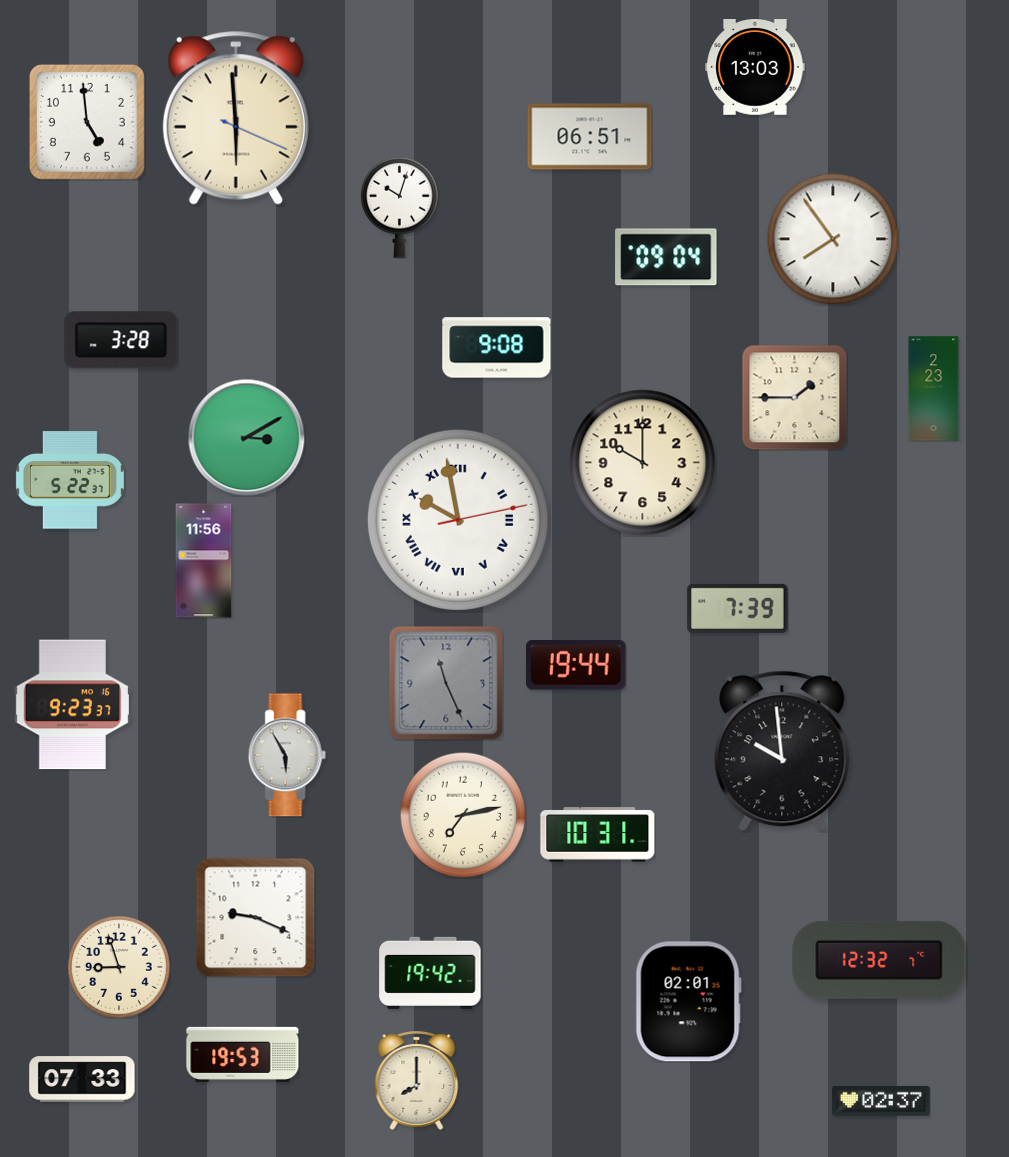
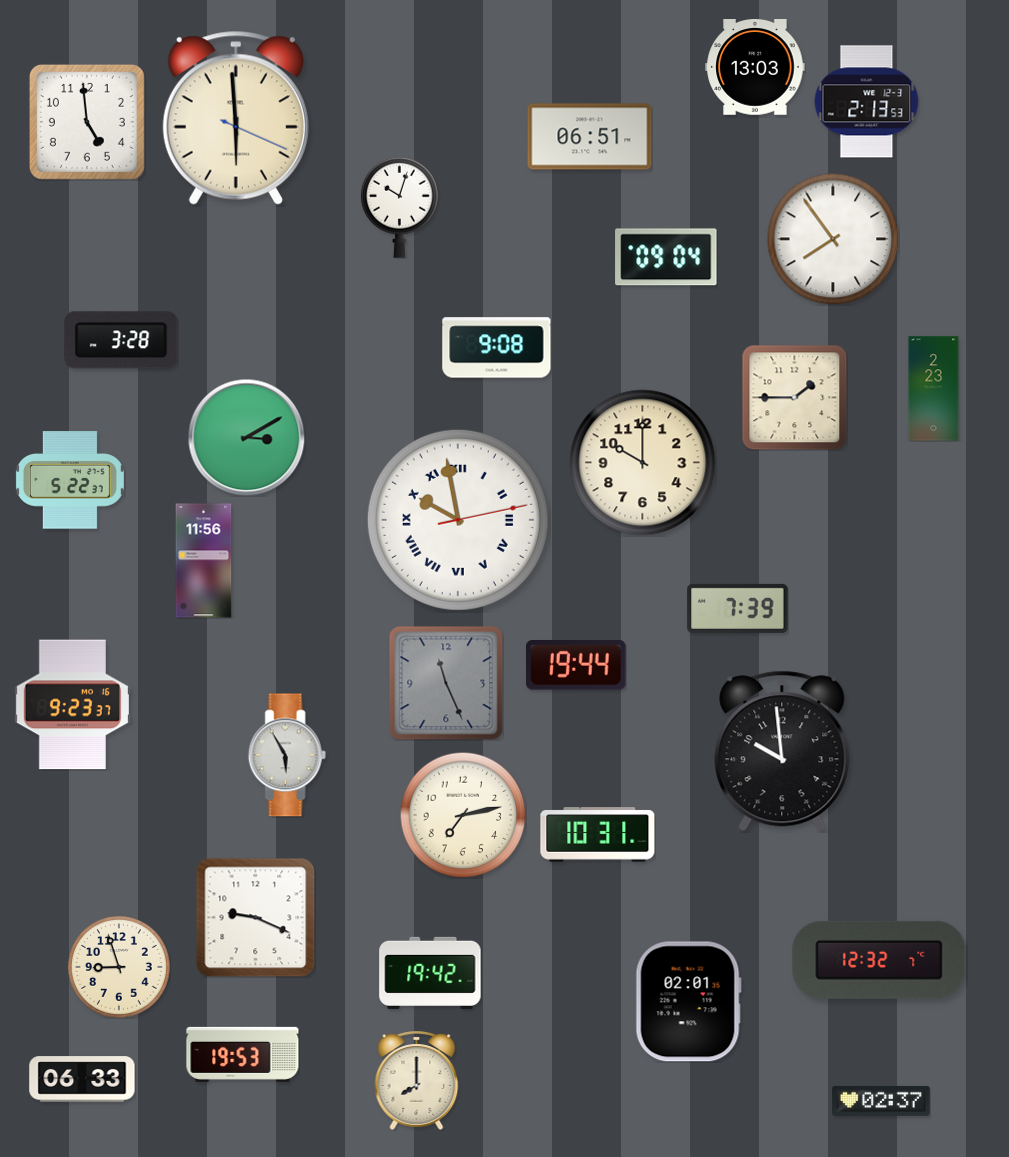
clock at (867, 102): none -> 2:13
clock at (82, 1079): 07:33 -> 06:33
